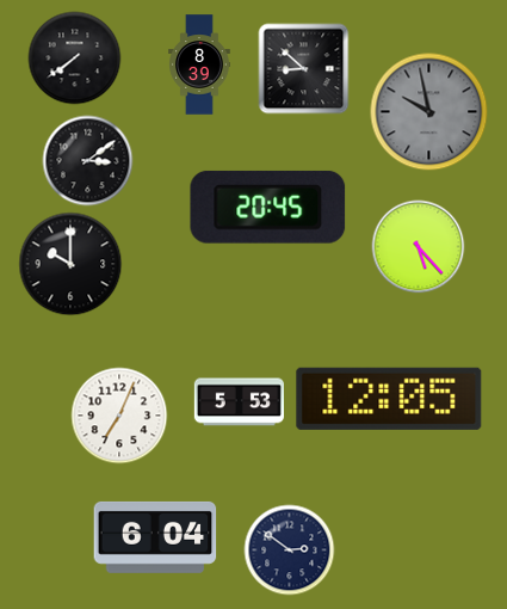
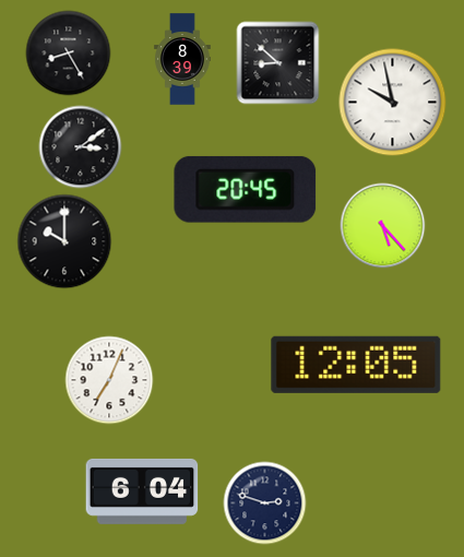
clock at (75, 59): 7:39 -> 8:25
clock at (429, 112) dial: grey -> white
clock at (239, 402): 5:53 -> none
clock at (290, 550): 2:51 -> 2:48
